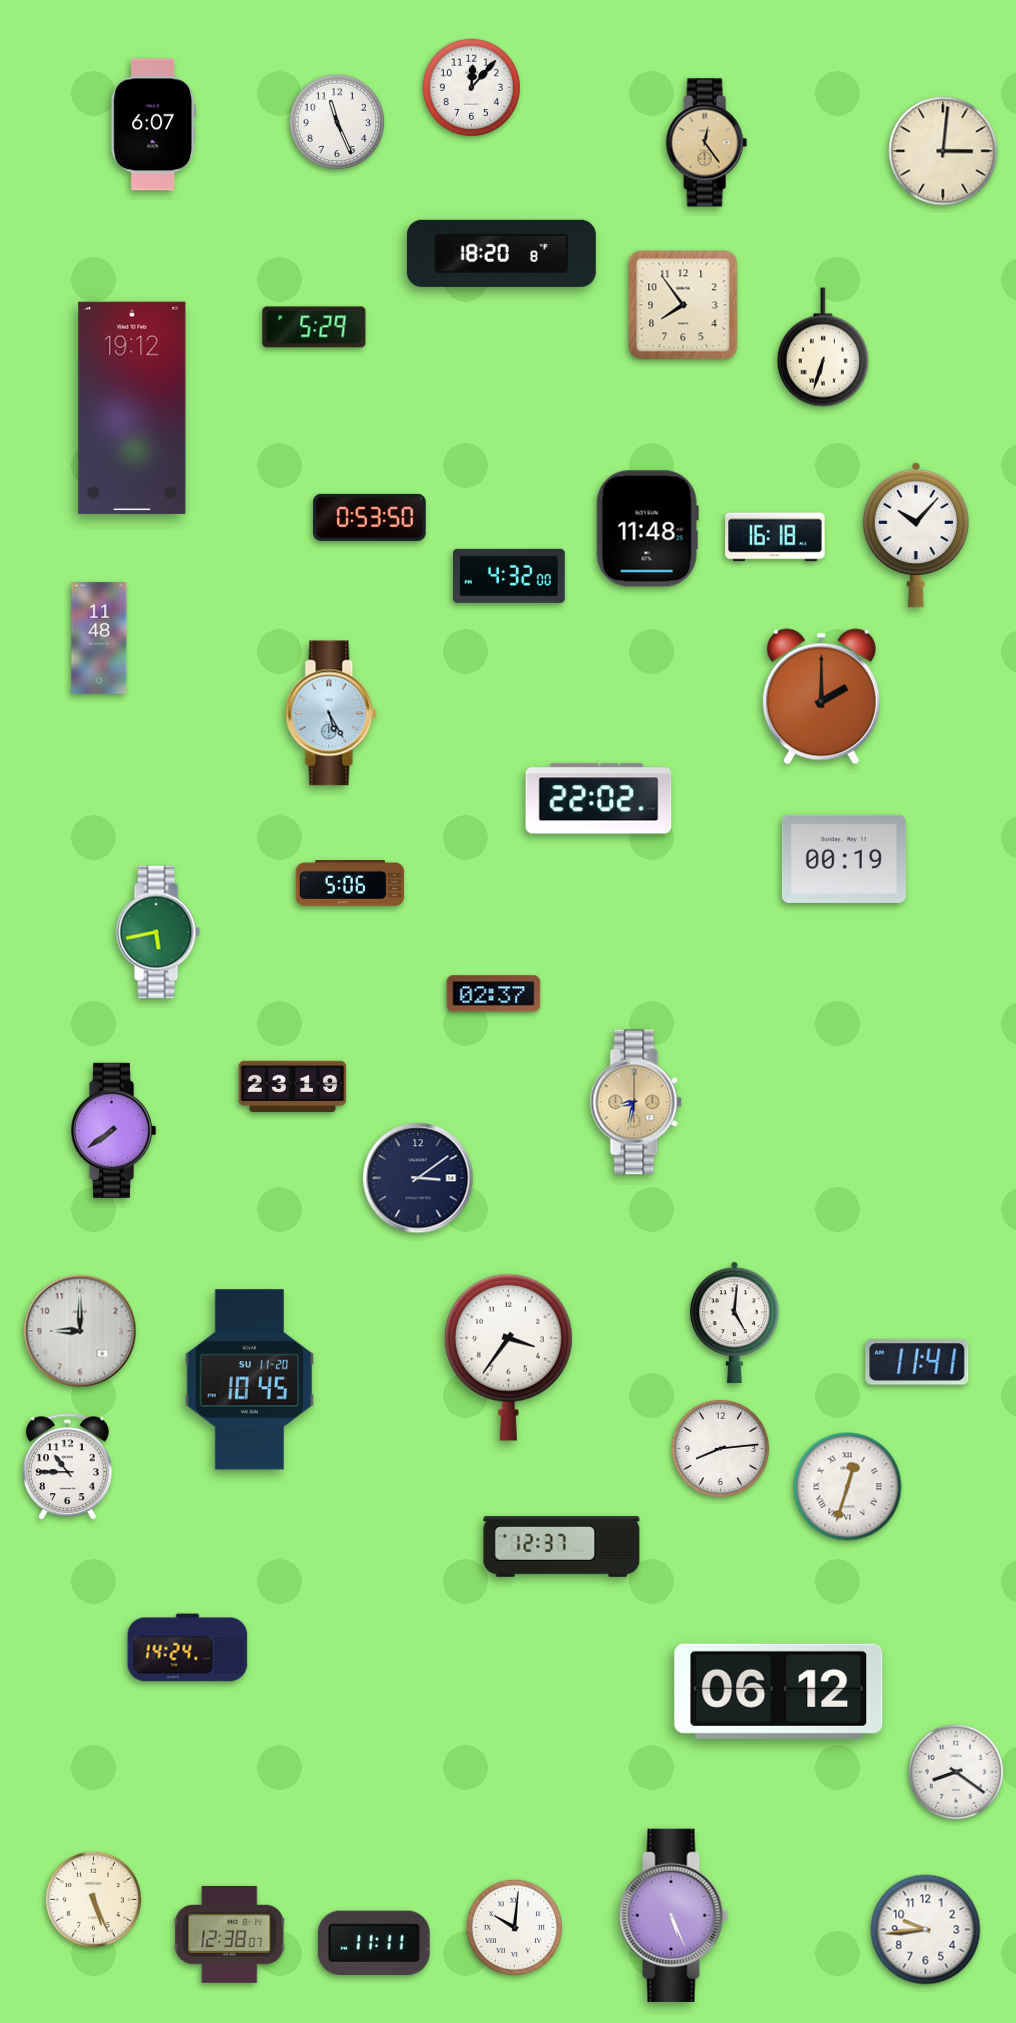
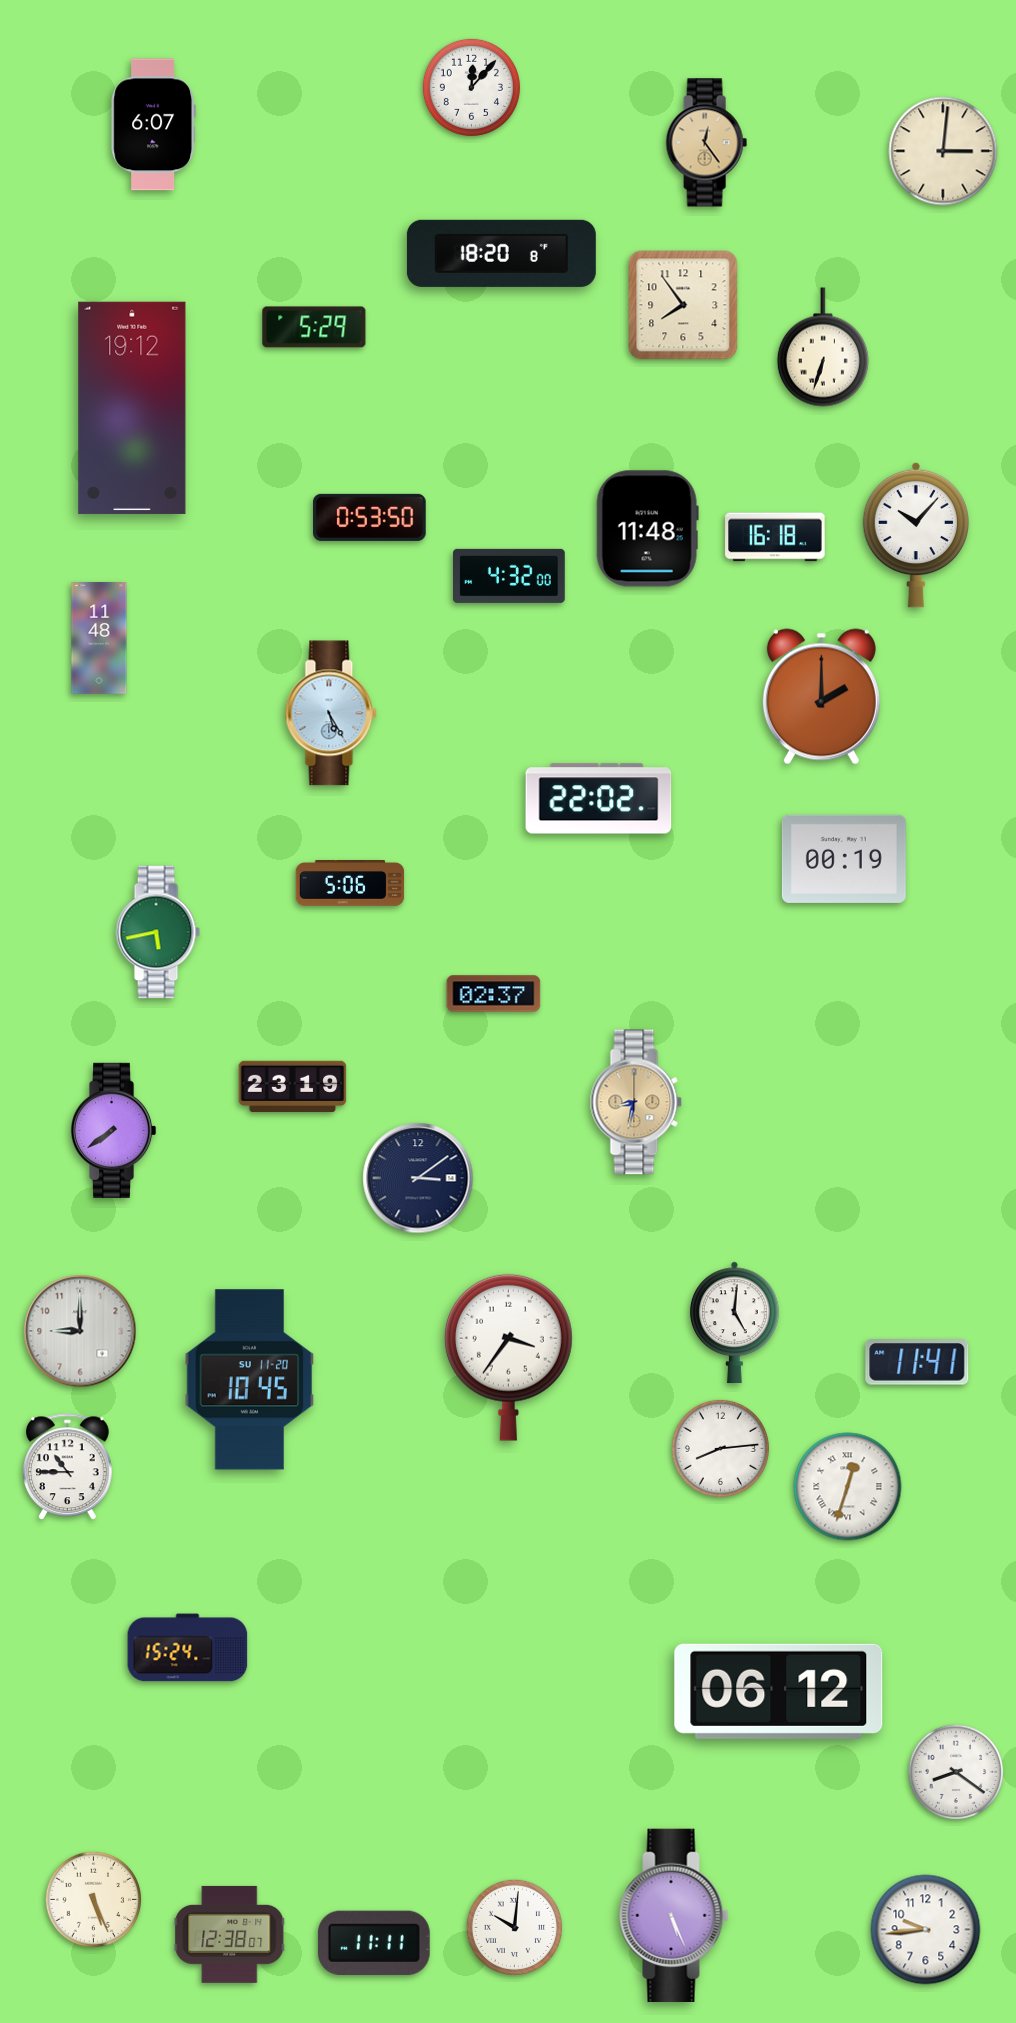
clock at (337, 122): 11:26 -> none
clock at (562, 1547): 12:37 -> none
clock at (188, 1648): 14:24 -> 15:24
